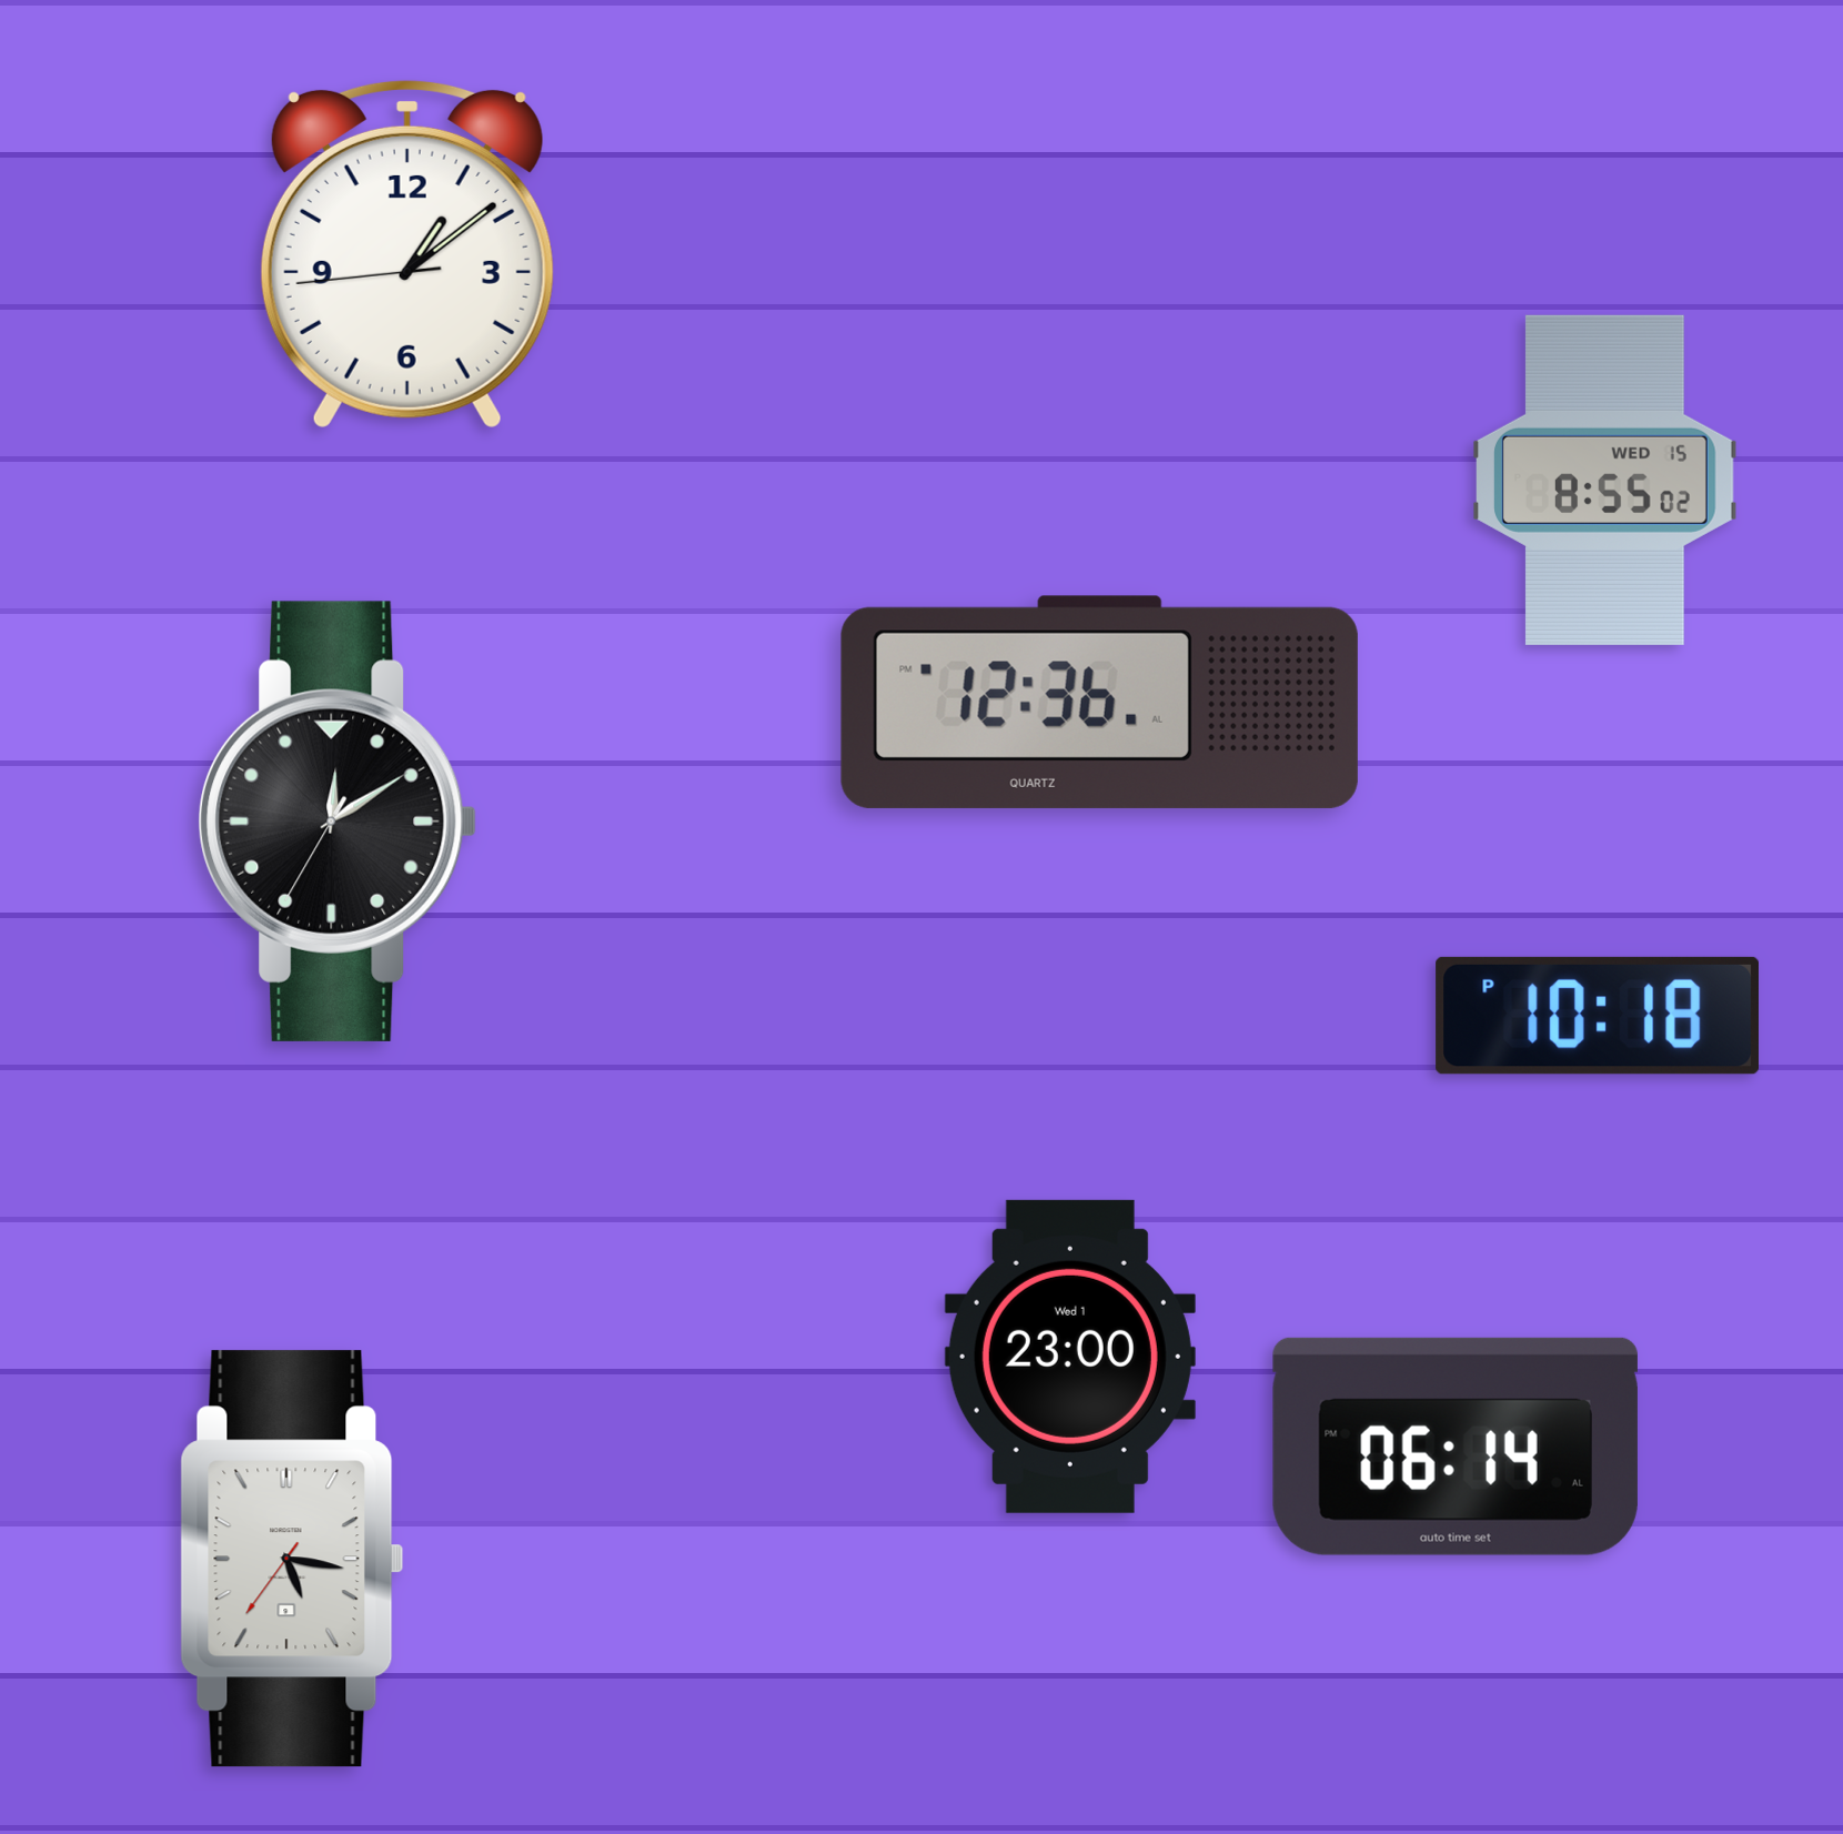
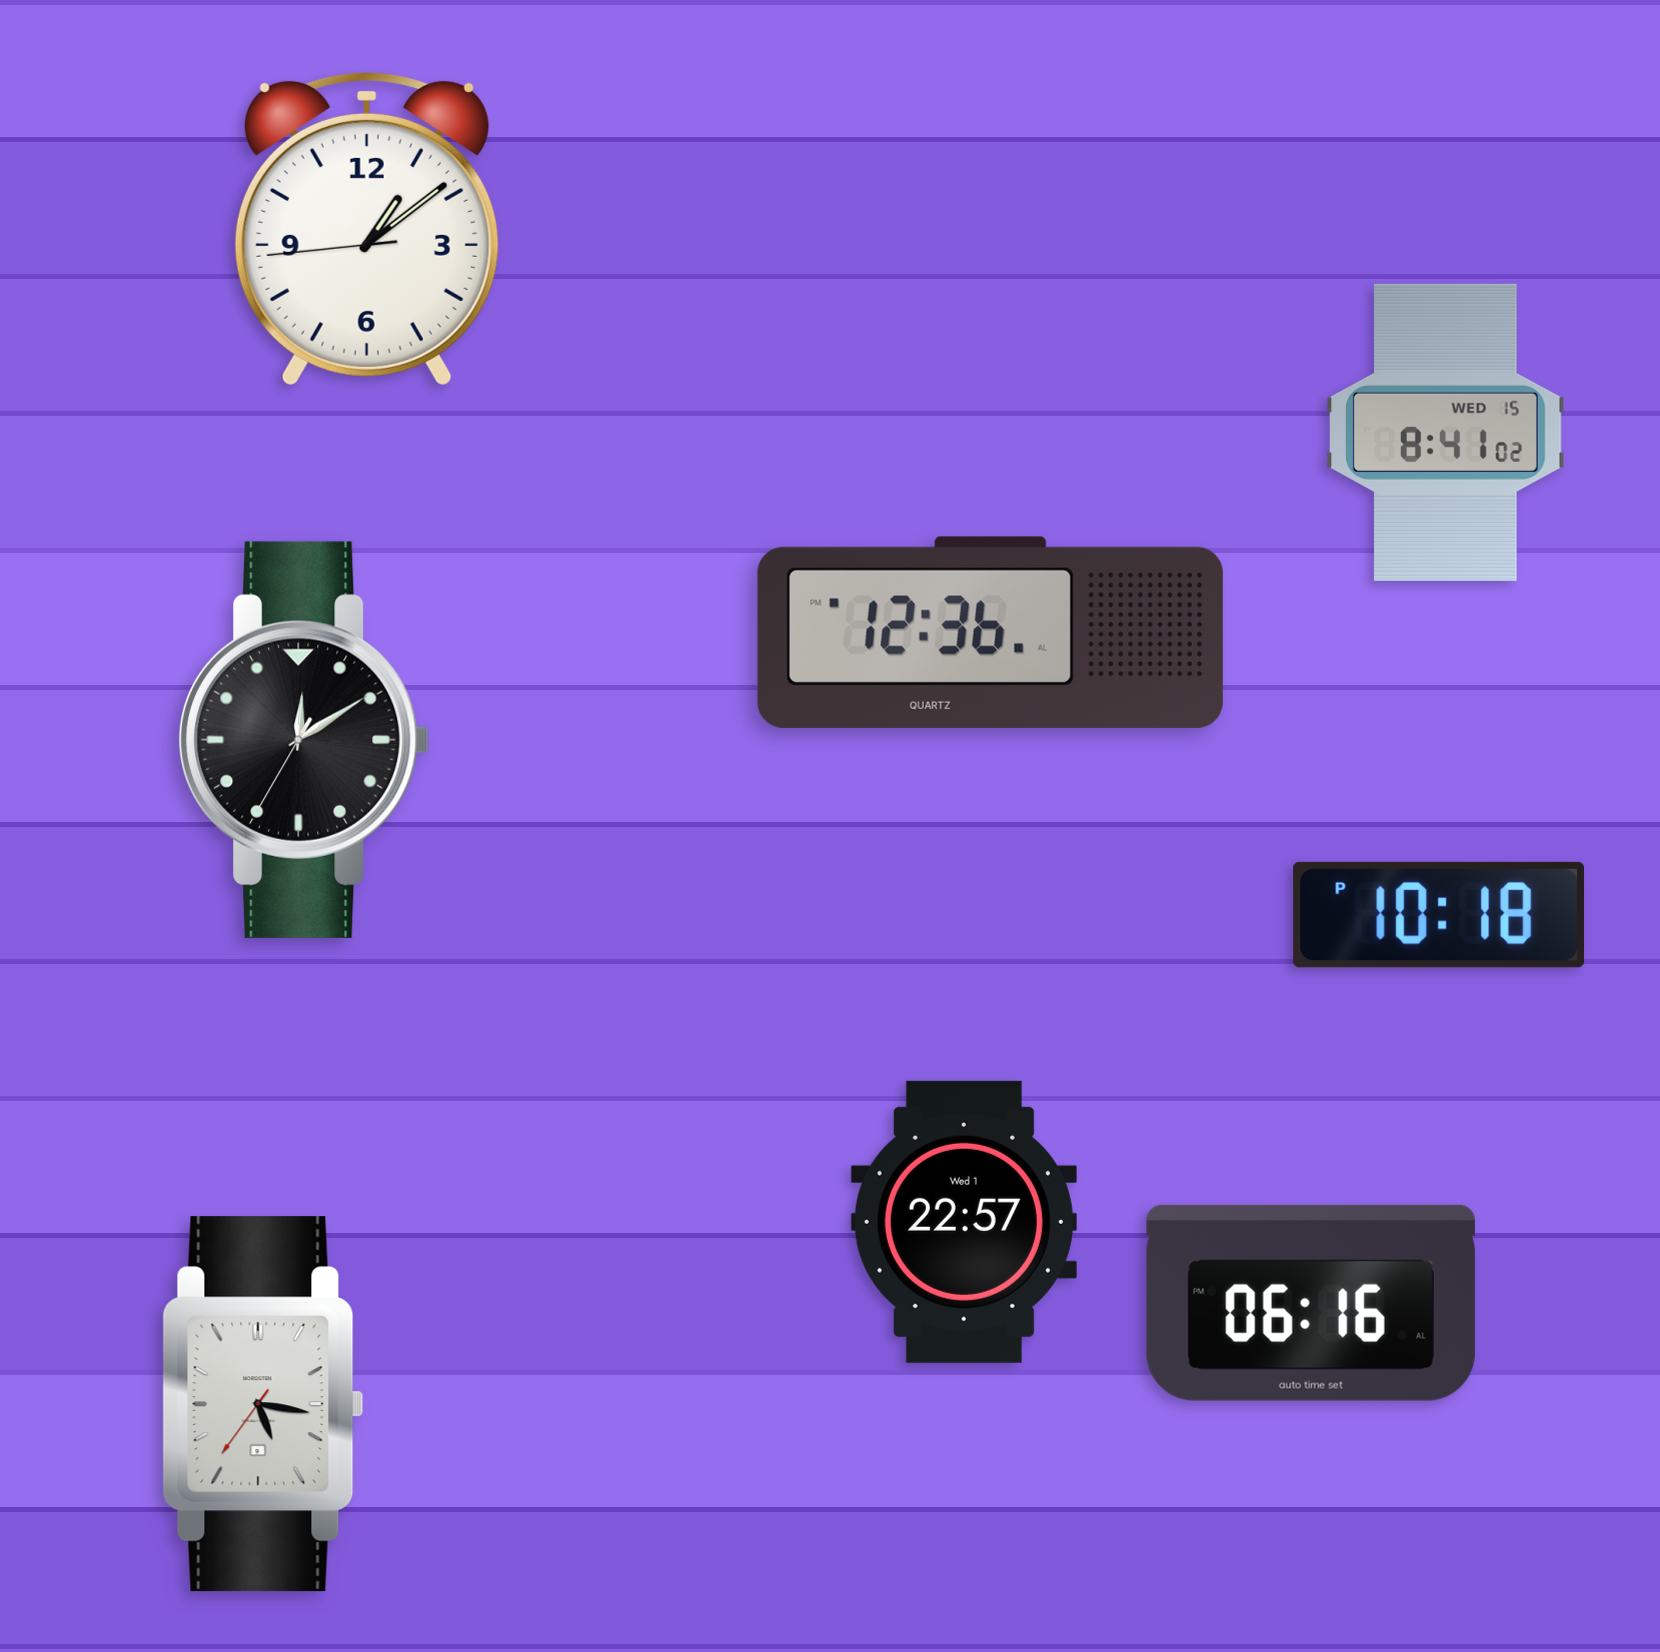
clock at (1605, 480): 8:55 -> 8:41
clock at (1070, 1357): 23:00 -> 22:57
clock at (1456, 1447): 06:14 -> 06:16
